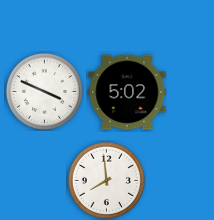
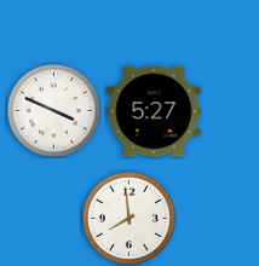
clock at (127, 92): 5:02 -> 5:27
